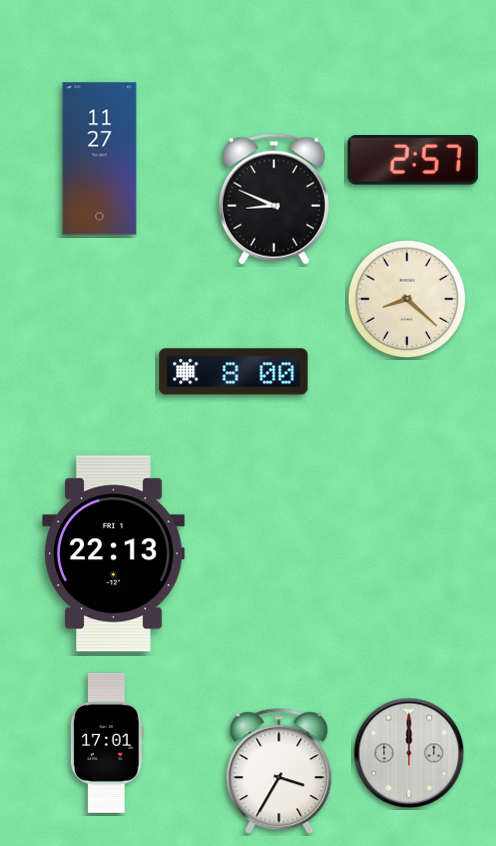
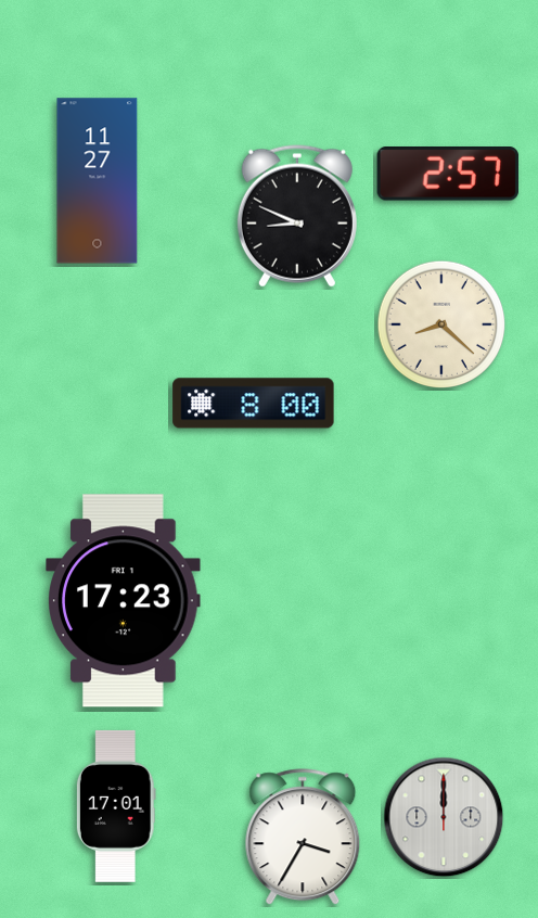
clock at (100, 159) position: (100, 159) -> (98, 181)
clock at (114, 554): 22:13 -> 17:23
